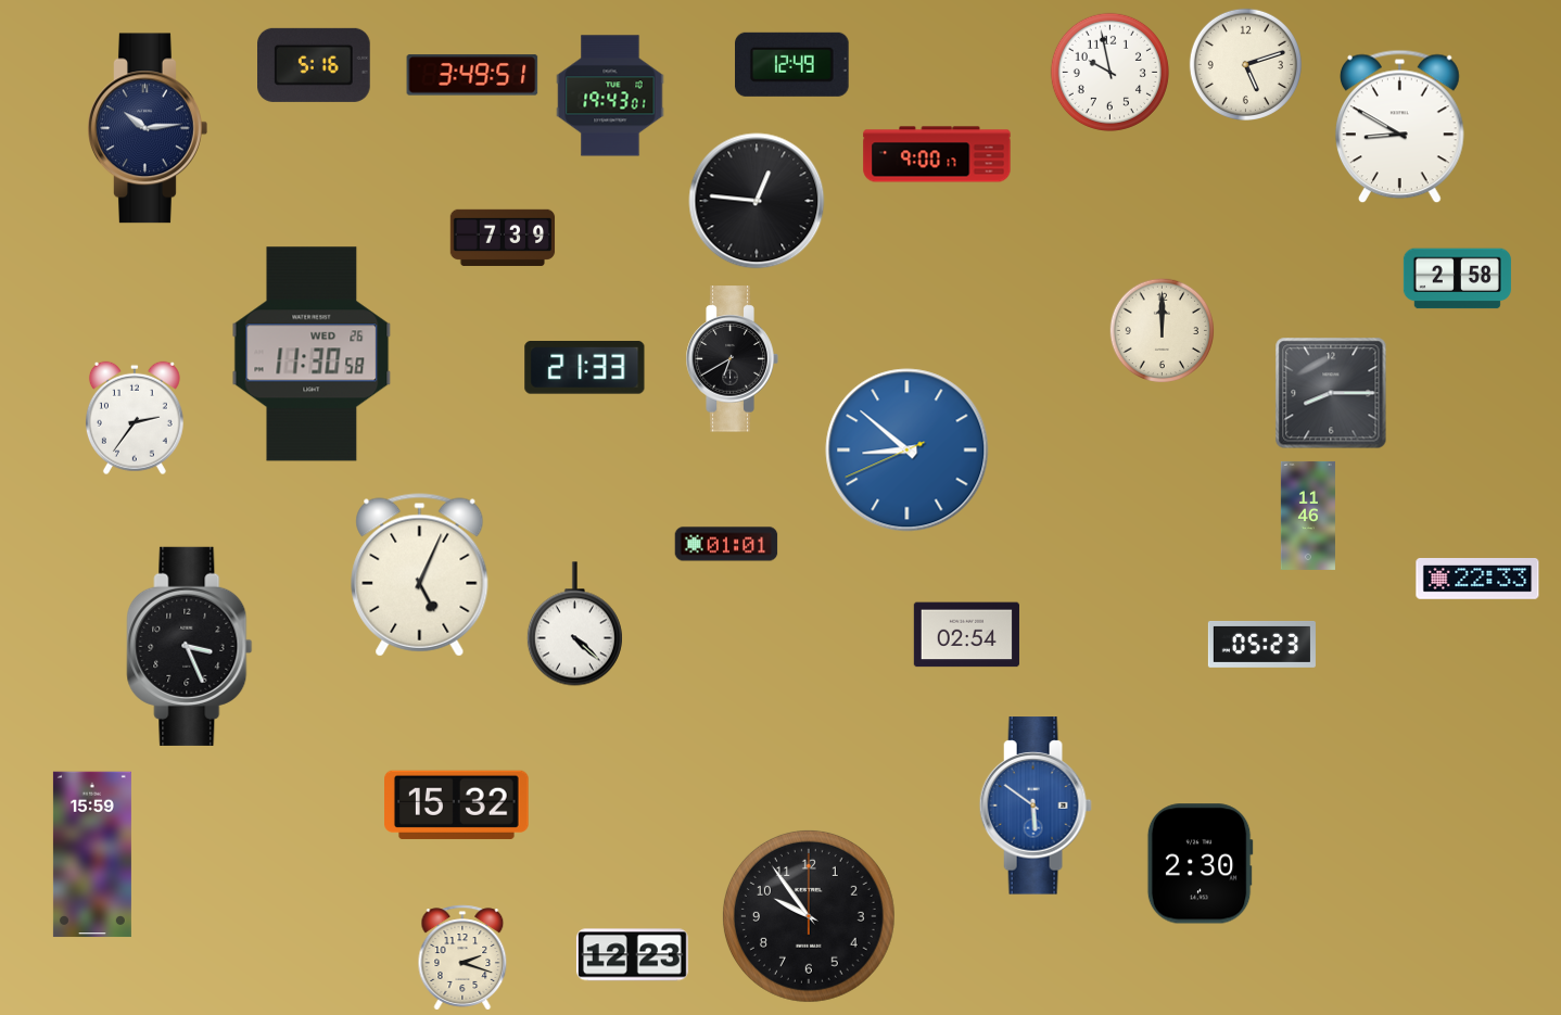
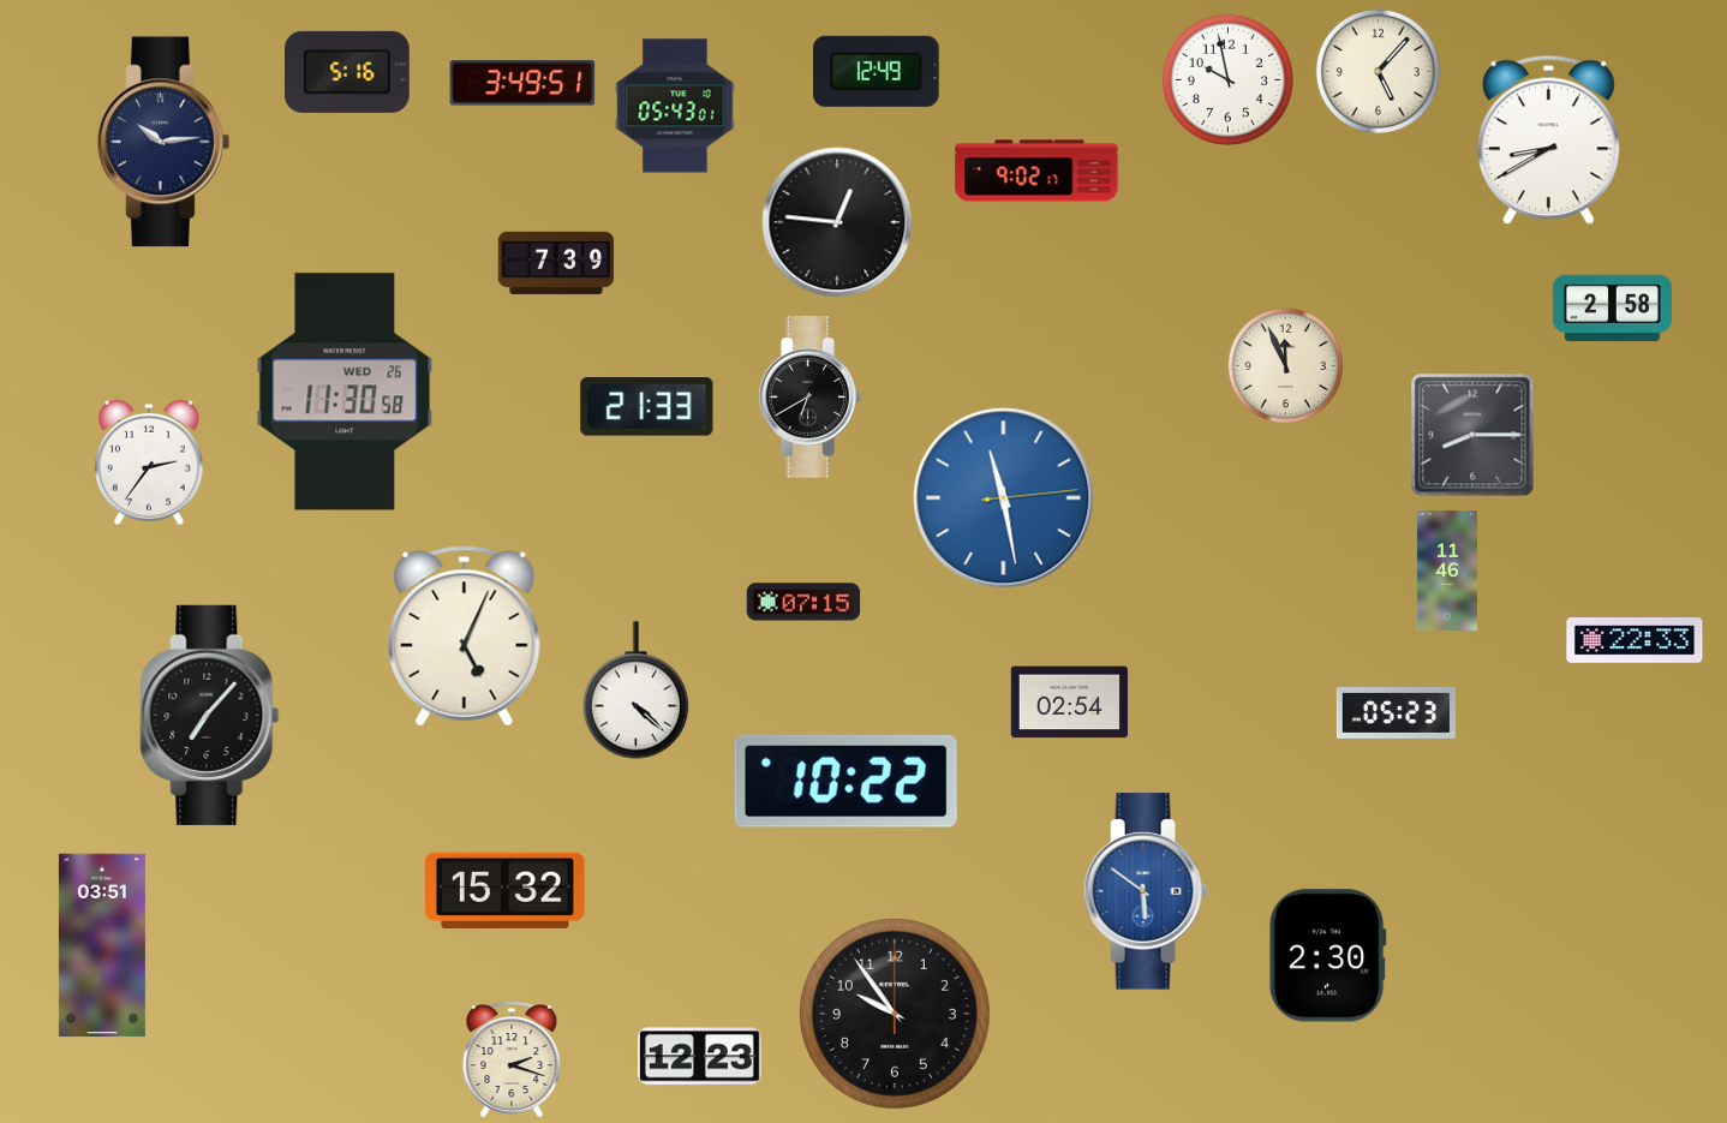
clock at (1245, 64): 5:12 -> 5:07
clock at (610, 96): 19:43 -> 05:43
clock at (1400, 127): 8:50 -> 8:40
clock at (937, 154): 9:00 -> 9:02
clock at (1163, 331): 12:00 -> 11:56
clock at (908, 451): 8:51 -> 11:28
clock at (726, 544): 01:01 -> 07:15
clock at (190, 646): 3:26 -> 7:07
clock at (845, 781): none -> 10:22
clock at (92, 854): 15:59 -> 03:51
